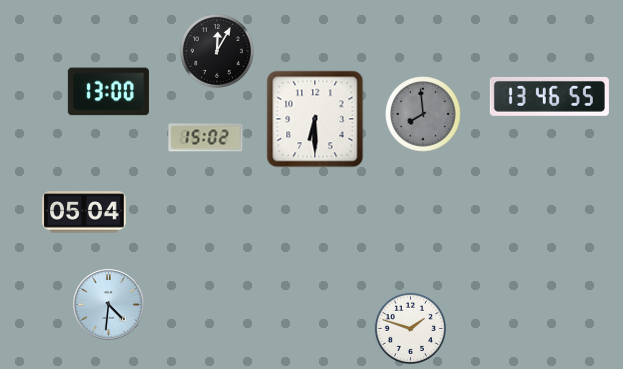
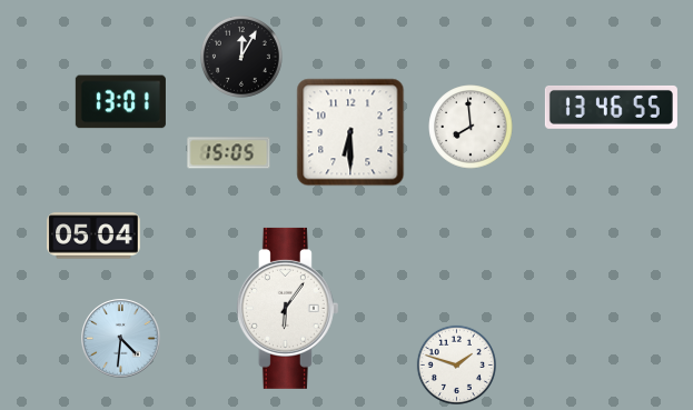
clock at (108, 92): 13:00 -> 13:01
clock at (423, 114) dial: grey -> white
clock at (206, 138): 15:02 -> 15:05
clock at (287, 308): none -> 6:06
